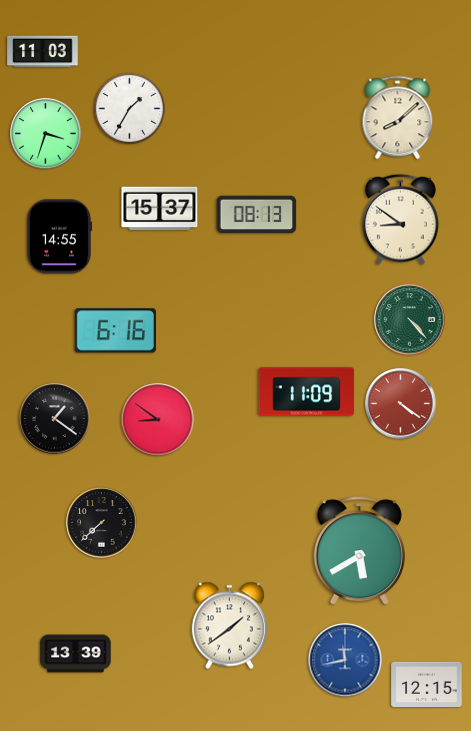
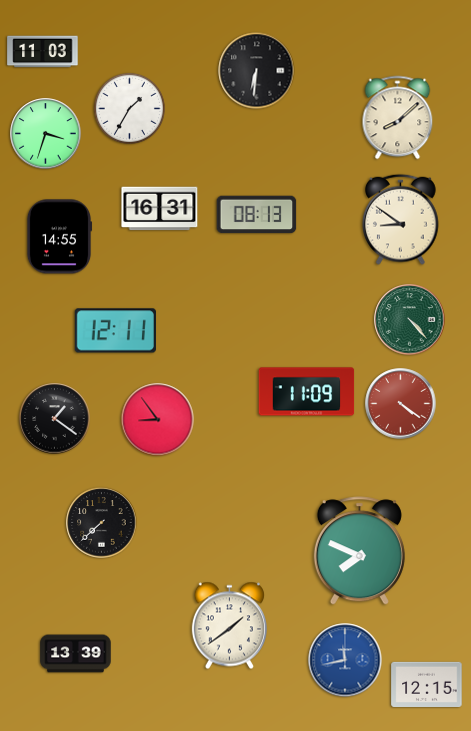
clock at (257, 71): none -> 6:31
clock at (160, 209): 15:37 -> 16:31
clock at (115, 331): 6:16 -> 12:11
clock at (158, 420): 8:51 -> 8:54
clock at (359, 551): 5:40 -> 7:49
